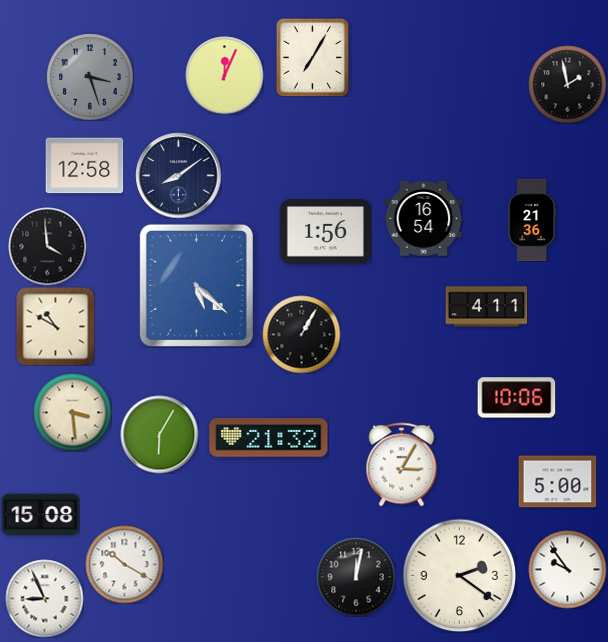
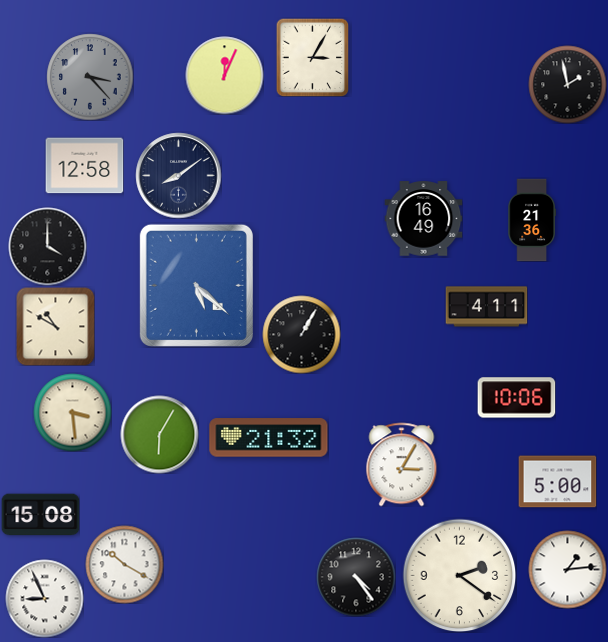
clock at (313, 57): 7:05 -> 3:05
clock at (90, 77): 3:27 -> 3:23
clock at (423, 219): 16:54 -> 16:49
clock at (325, 232): 1:56 -> none
clock at (47, 246): 3:59 -> 4:00
clock at (567, 569): 9:54 -> 1:14
clock at (356, 577): 12:02 -> 4:24
